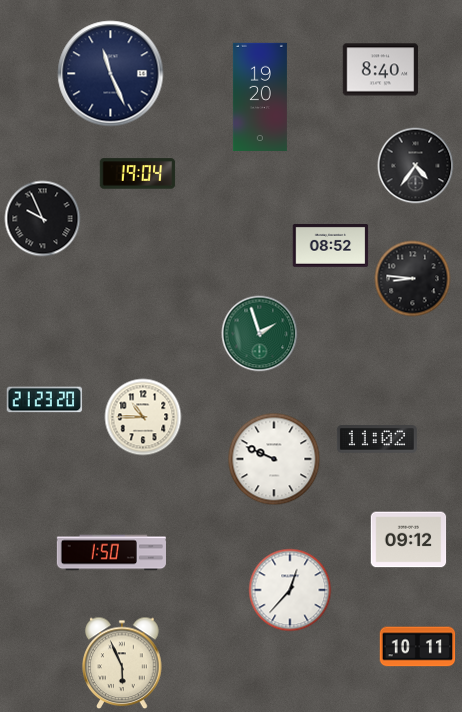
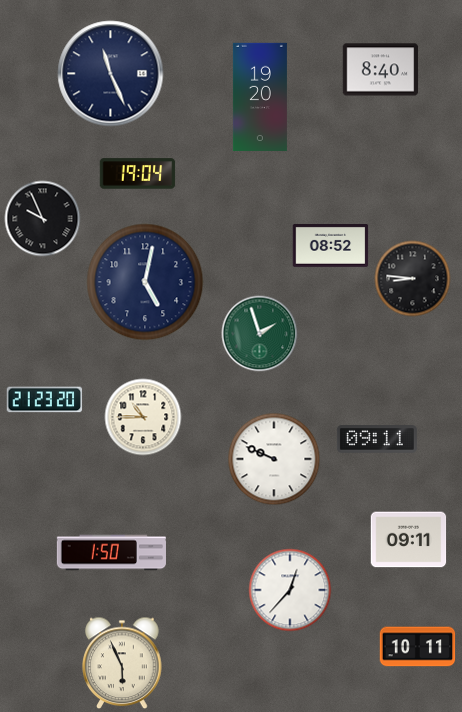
clock at (416, 166): 4:36 -> none
clock at (145, 282): none -> 5:02
clock at (377, 439): 11:02 -> 09:11
clock at (409, 540): 09:12 -> 09:11
